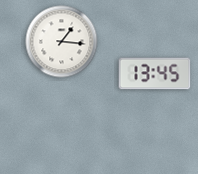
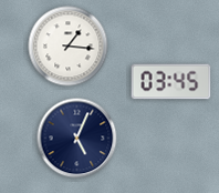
clock at (155, 74): 13:45 -> 03:45
clock at (77, 139): none -> 5:04
